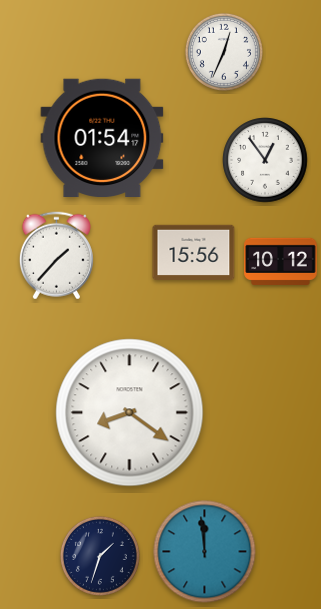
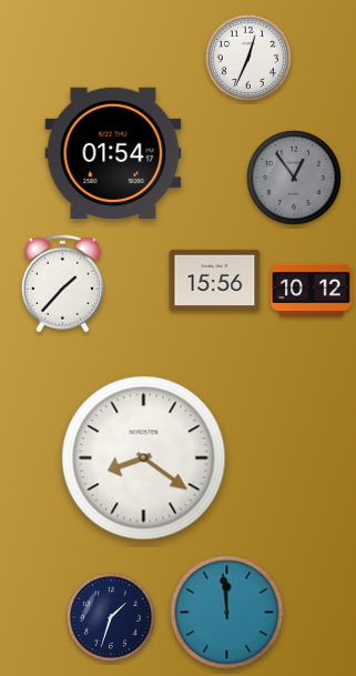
clock at (265, 160) dial: white -> grey
